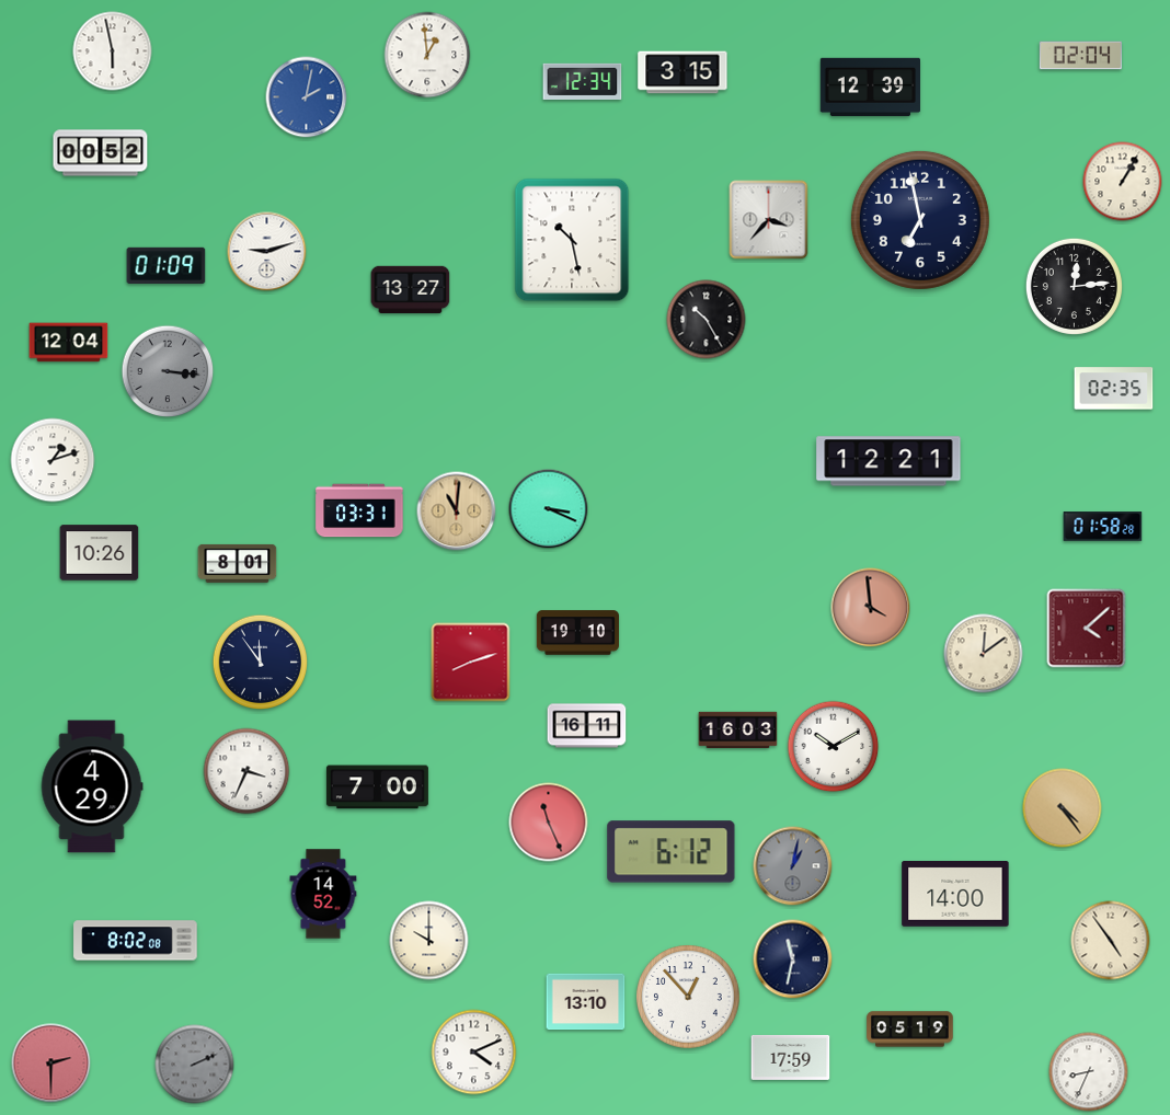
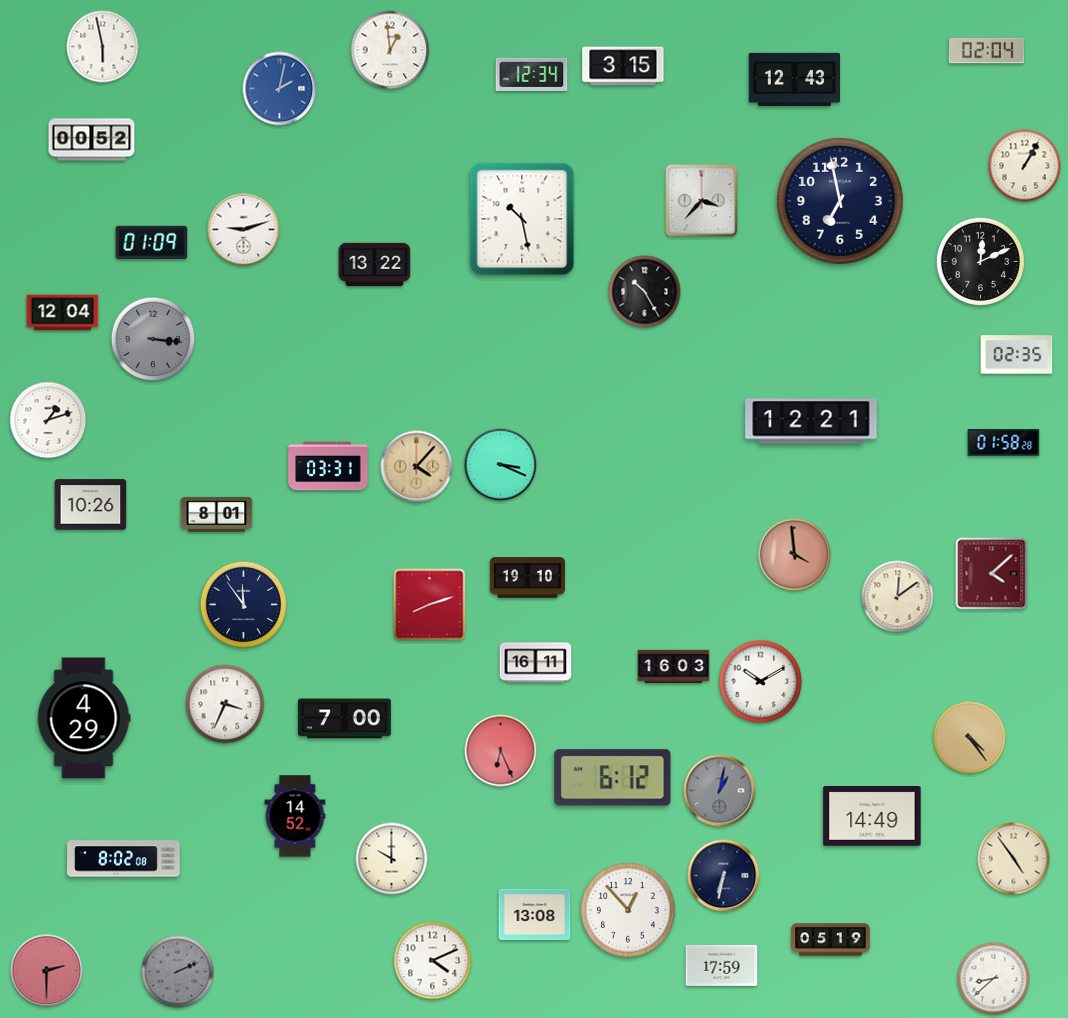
clock at (871, 87): 12:39 -> 12:43
clock at (1074, 286): 12:14 -> 12:11
clock at (411, 289): 13:27 -> 13:22
clock at (457, 511): 11:01 -> 4:07
clock at (1103, 527) position: (1103, 527) -> (1004, 443)
clock at (260, 662) position: (260, 662) -> (243, 604)
clock at (549, 823): 11:26 -> 6:26
clock at (793, 866) position: (793, 866) -> (720, 791)
clock at (955, 895): 14:00 -> 14:49
clock at (793, 959): 11:32 -> 6:32
clock at (586, 1002): 13:10 -> 13:08
clock at (1089, 1072): 8:34 -> 8:38
